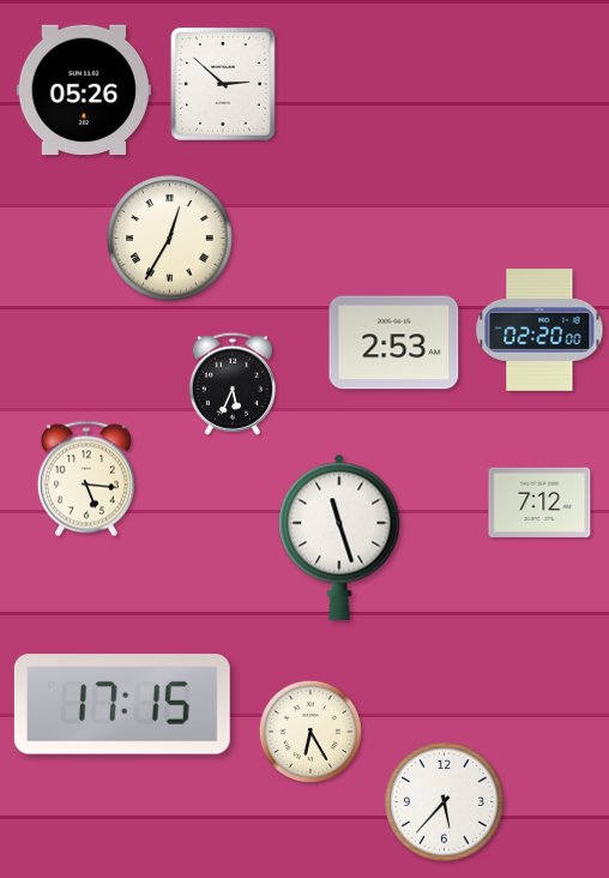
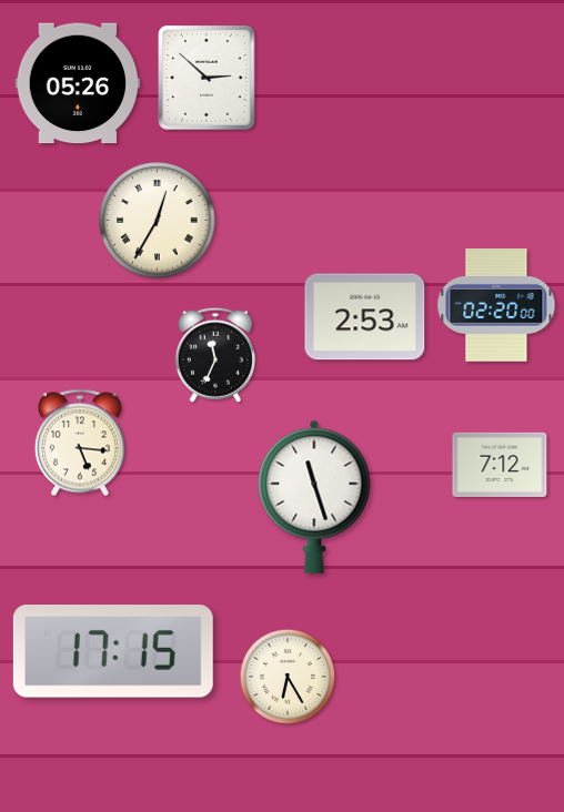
clock at (539, 331) position: (539, 331) -> (496, 306)
clock at (233, 384): 5:34 -> 11:34
clock at (445, 802): 5:37 -> none
